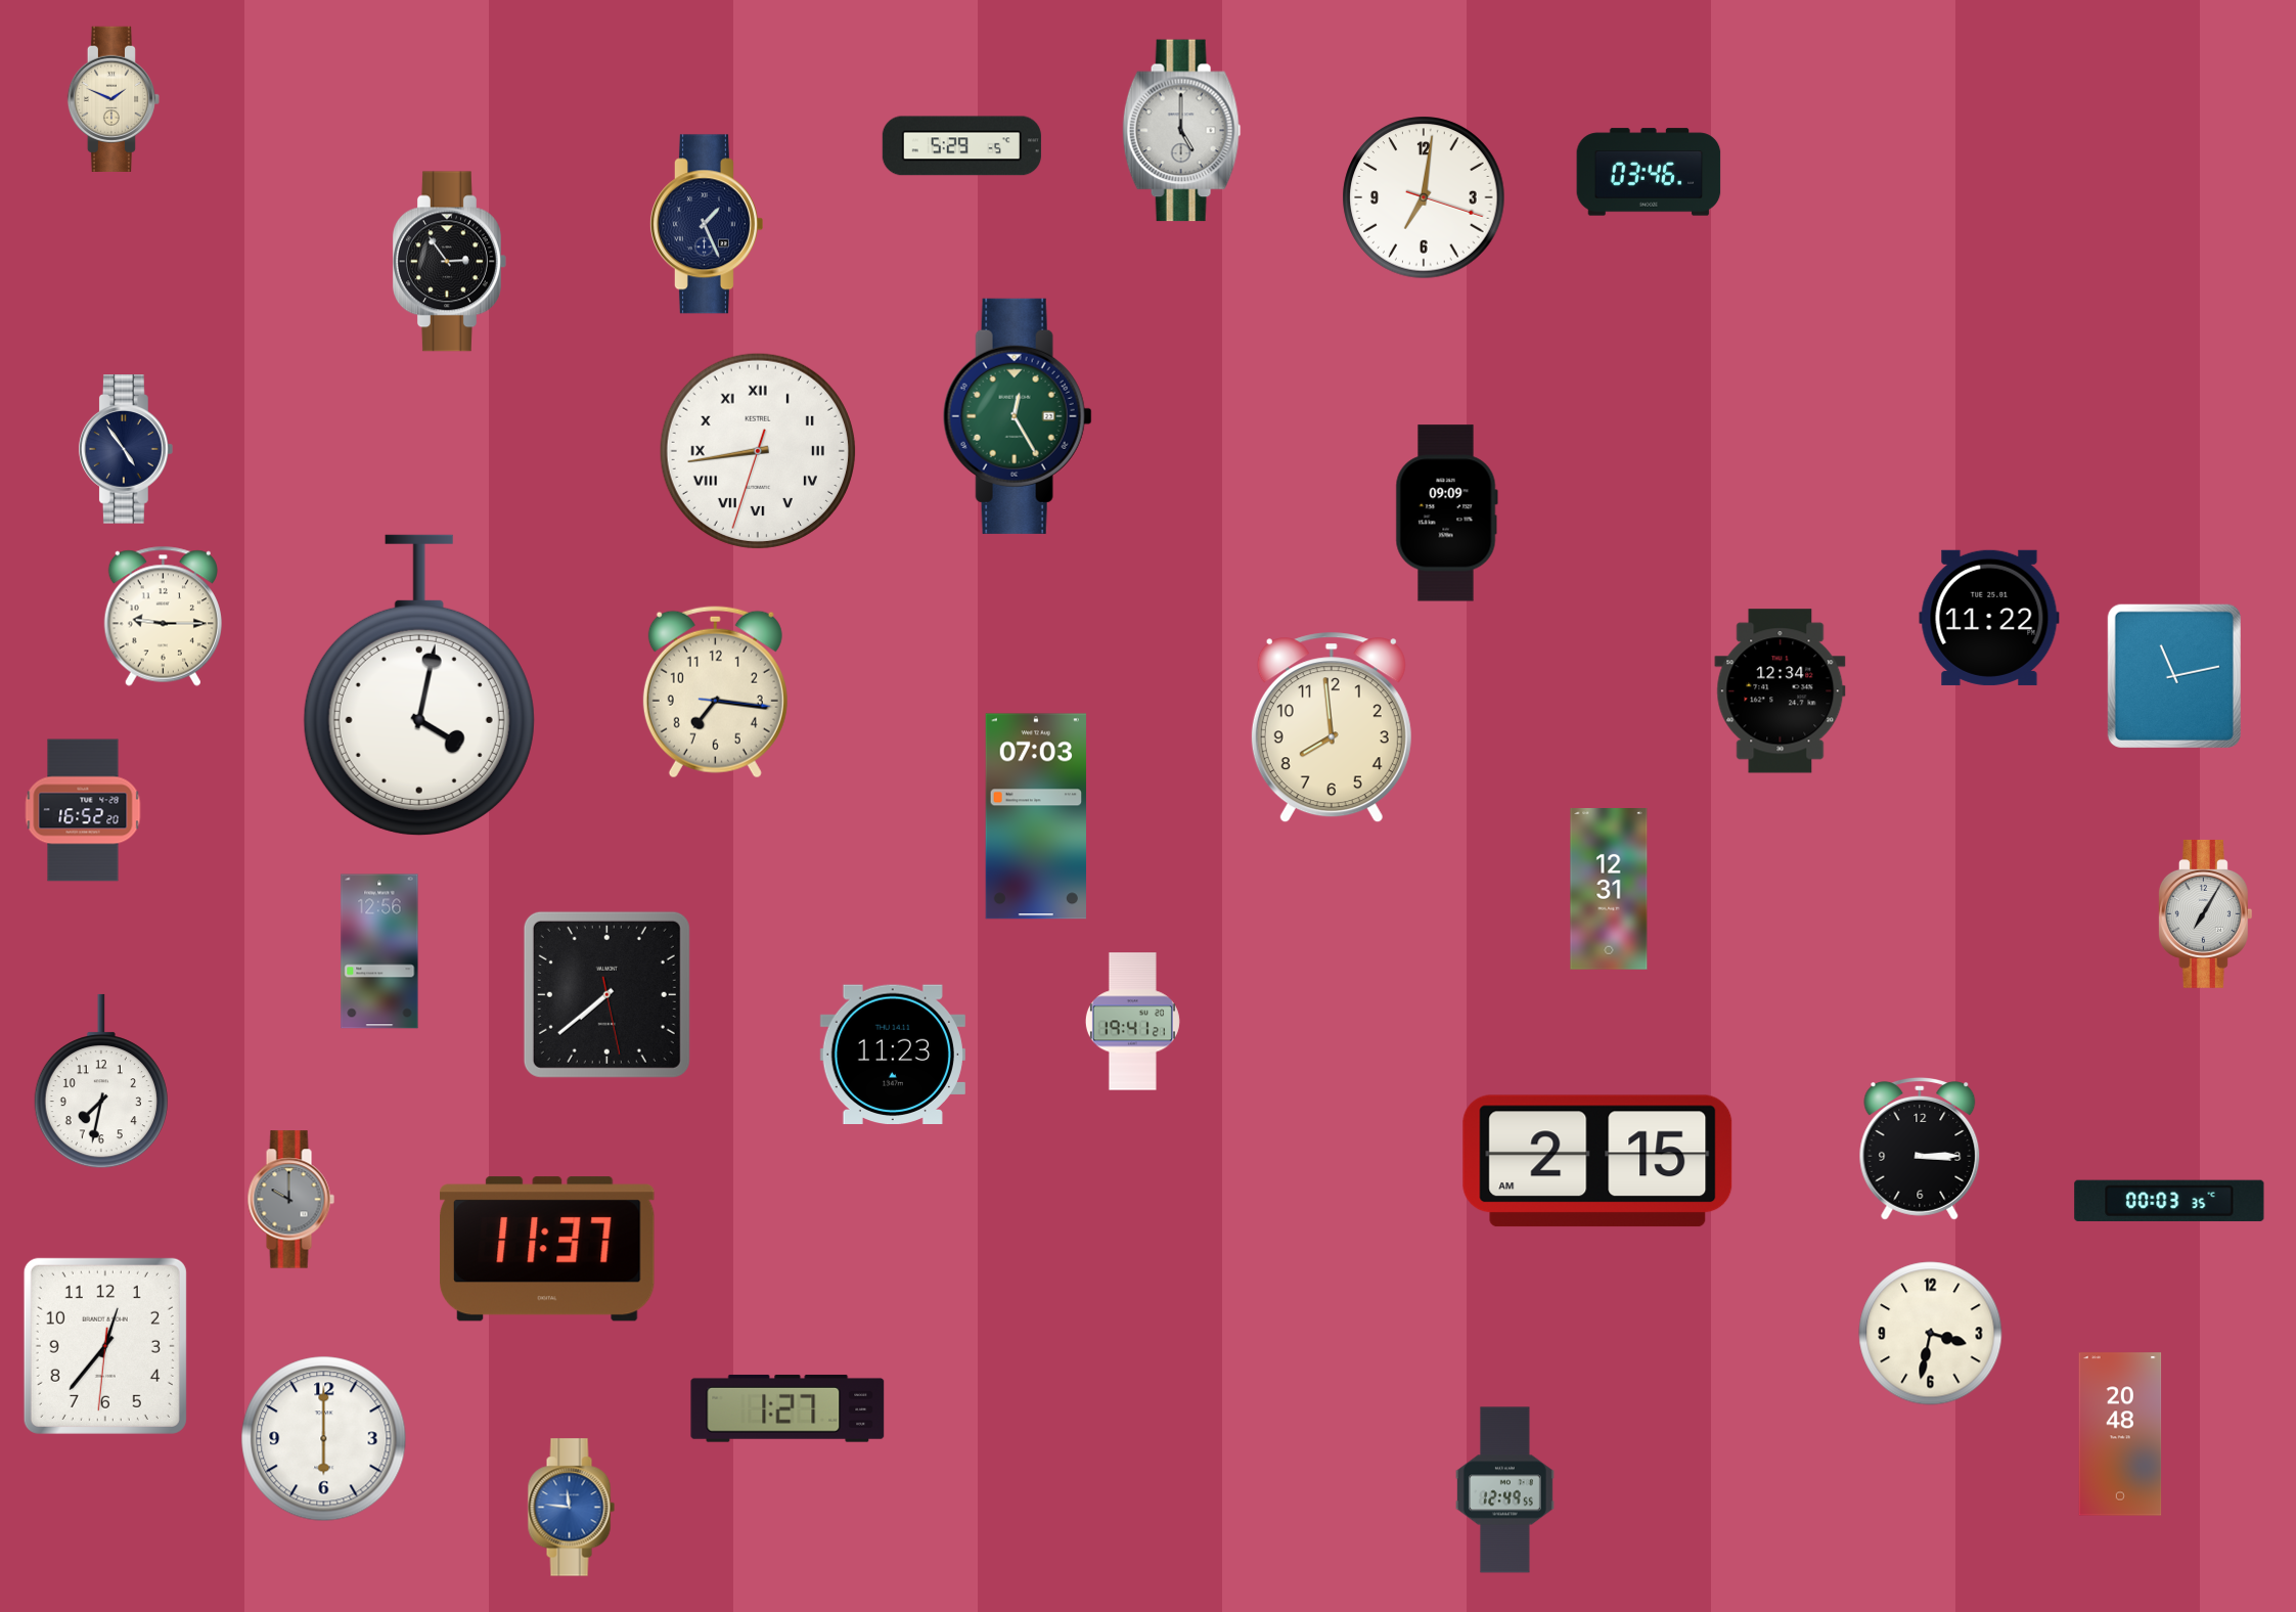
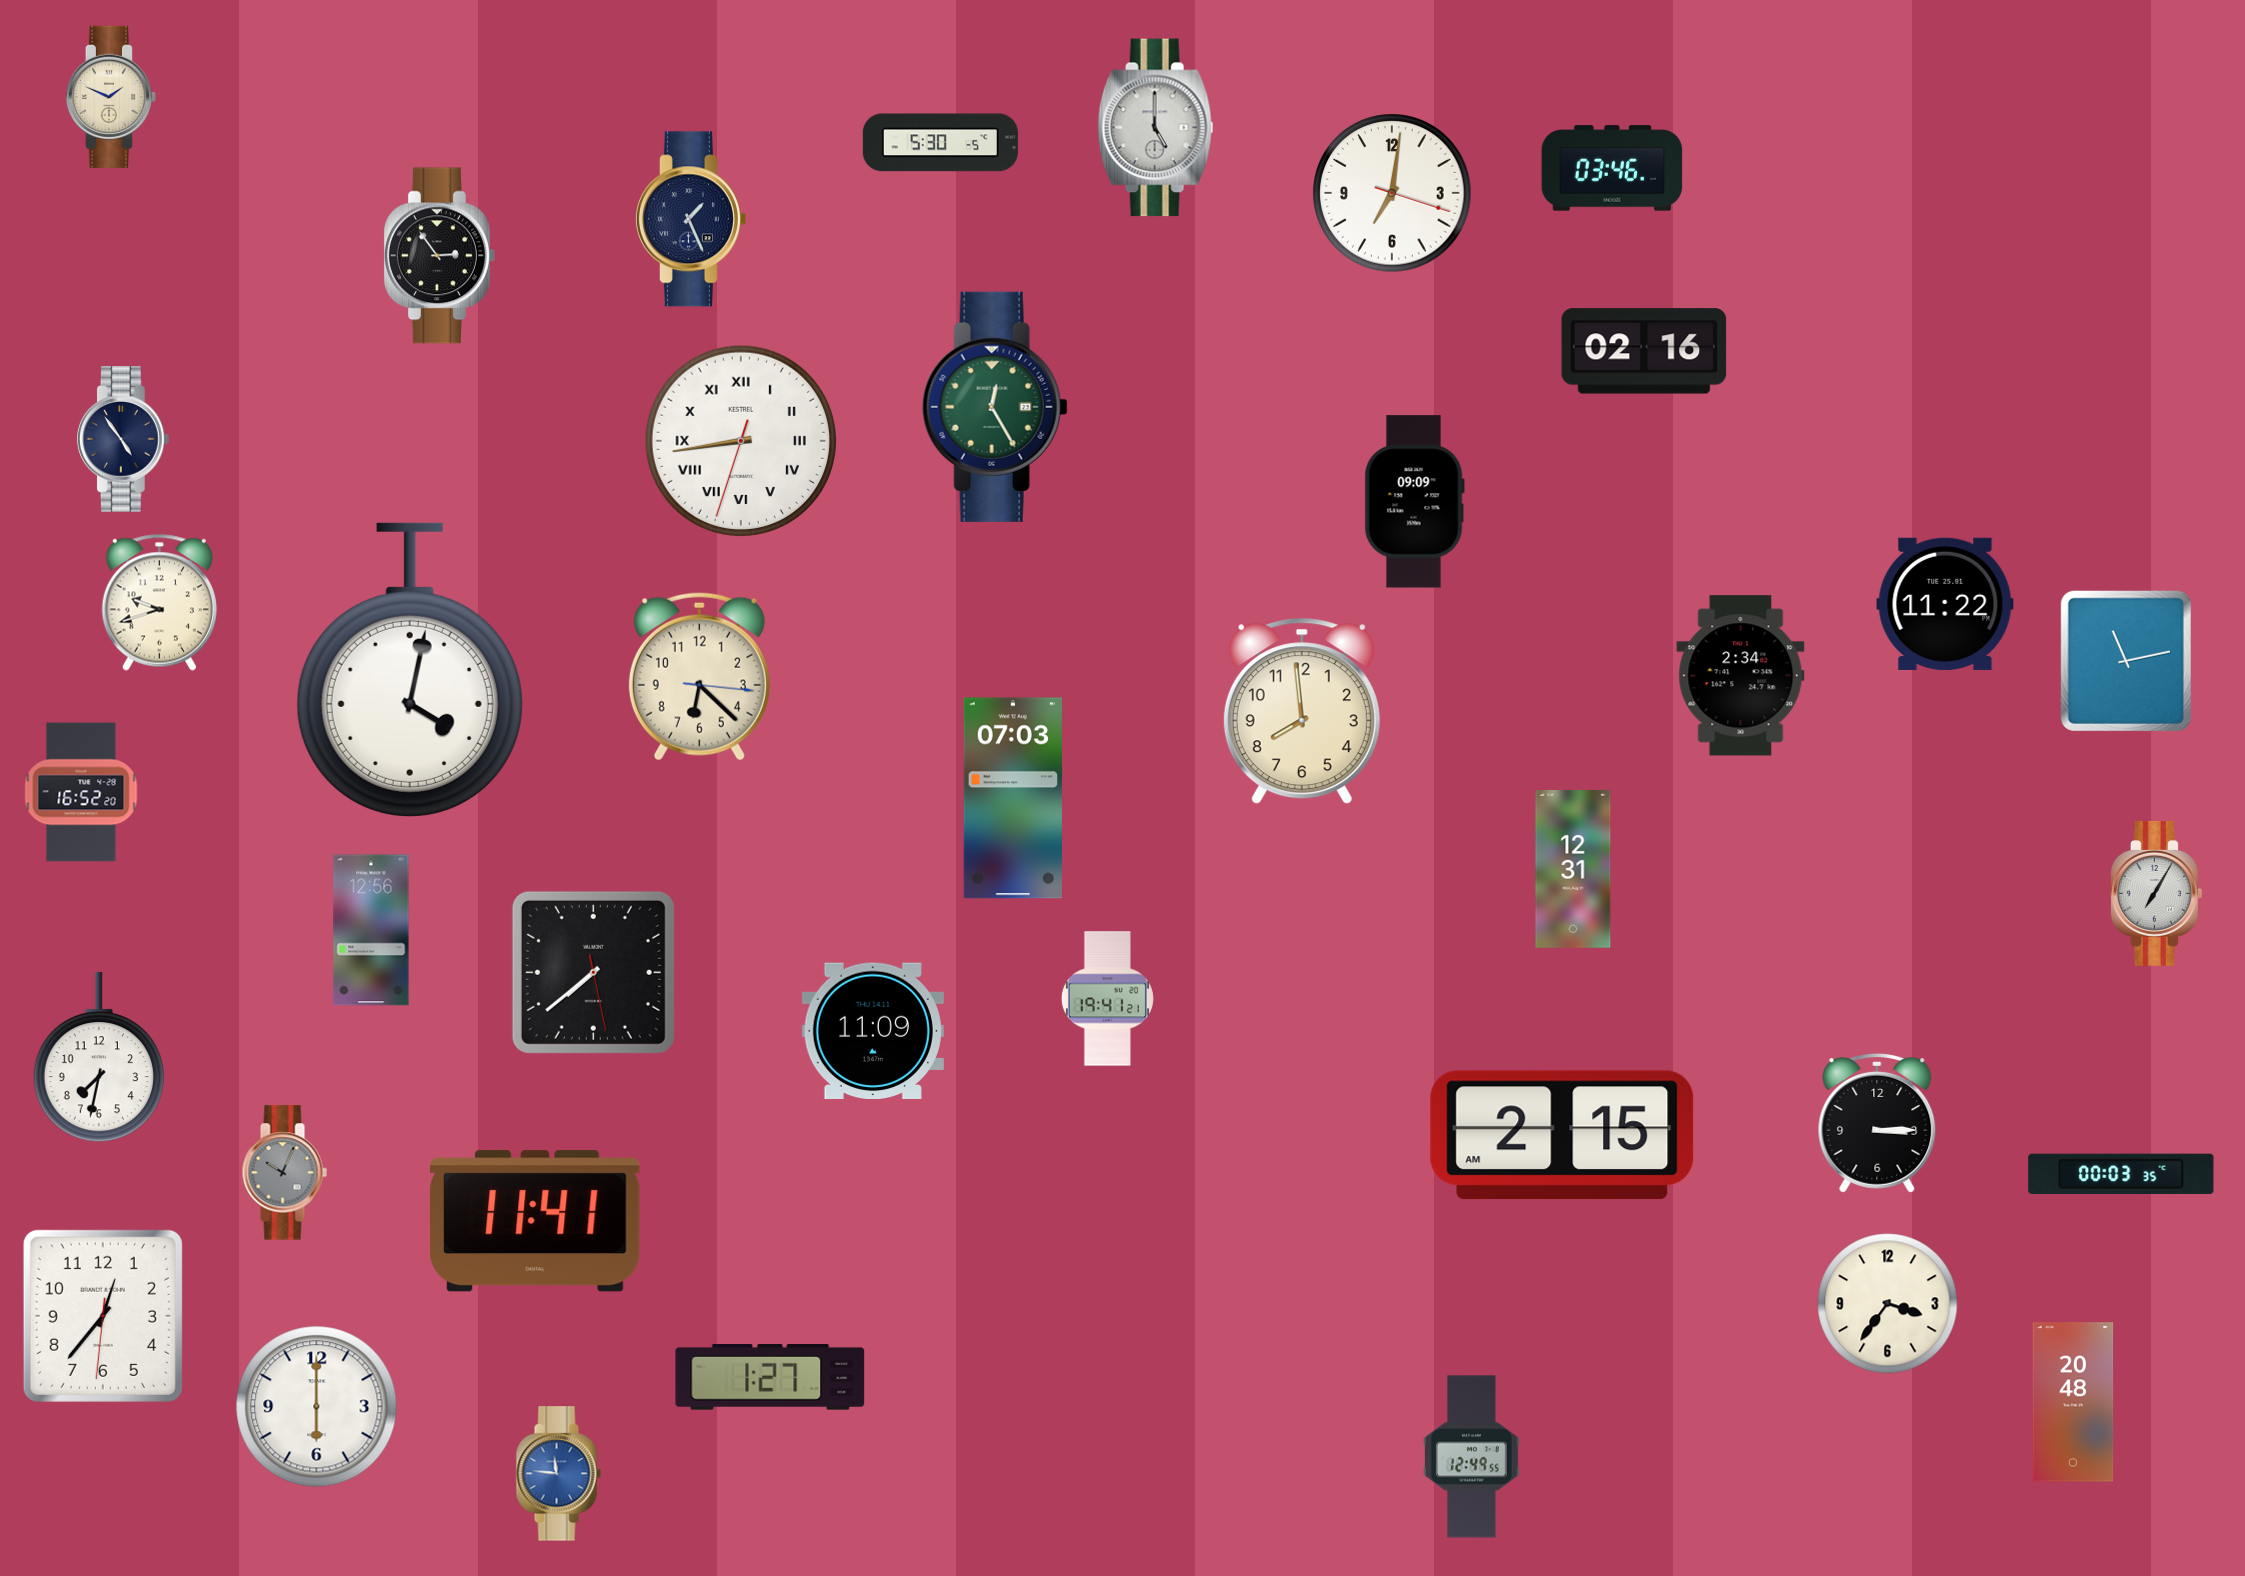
clock at (961, 146): 5:29 -> 5:30
clock at (1644, 351): none -> 02:16
clock at (163, 616): 9:15 -> 9:42
clock at (1781, 691): 12:34 -> 2:34
clock at (715, 692): 7:16 -> 6:22
clock at (893, 1054): 11:23 -> 11:09
clock at (290, 1200): 10:00 -> 10:04
clock at (548, 1249): 11:37 -> 11:41
clock at (1931, 1334): 3:32 -> 3:36
